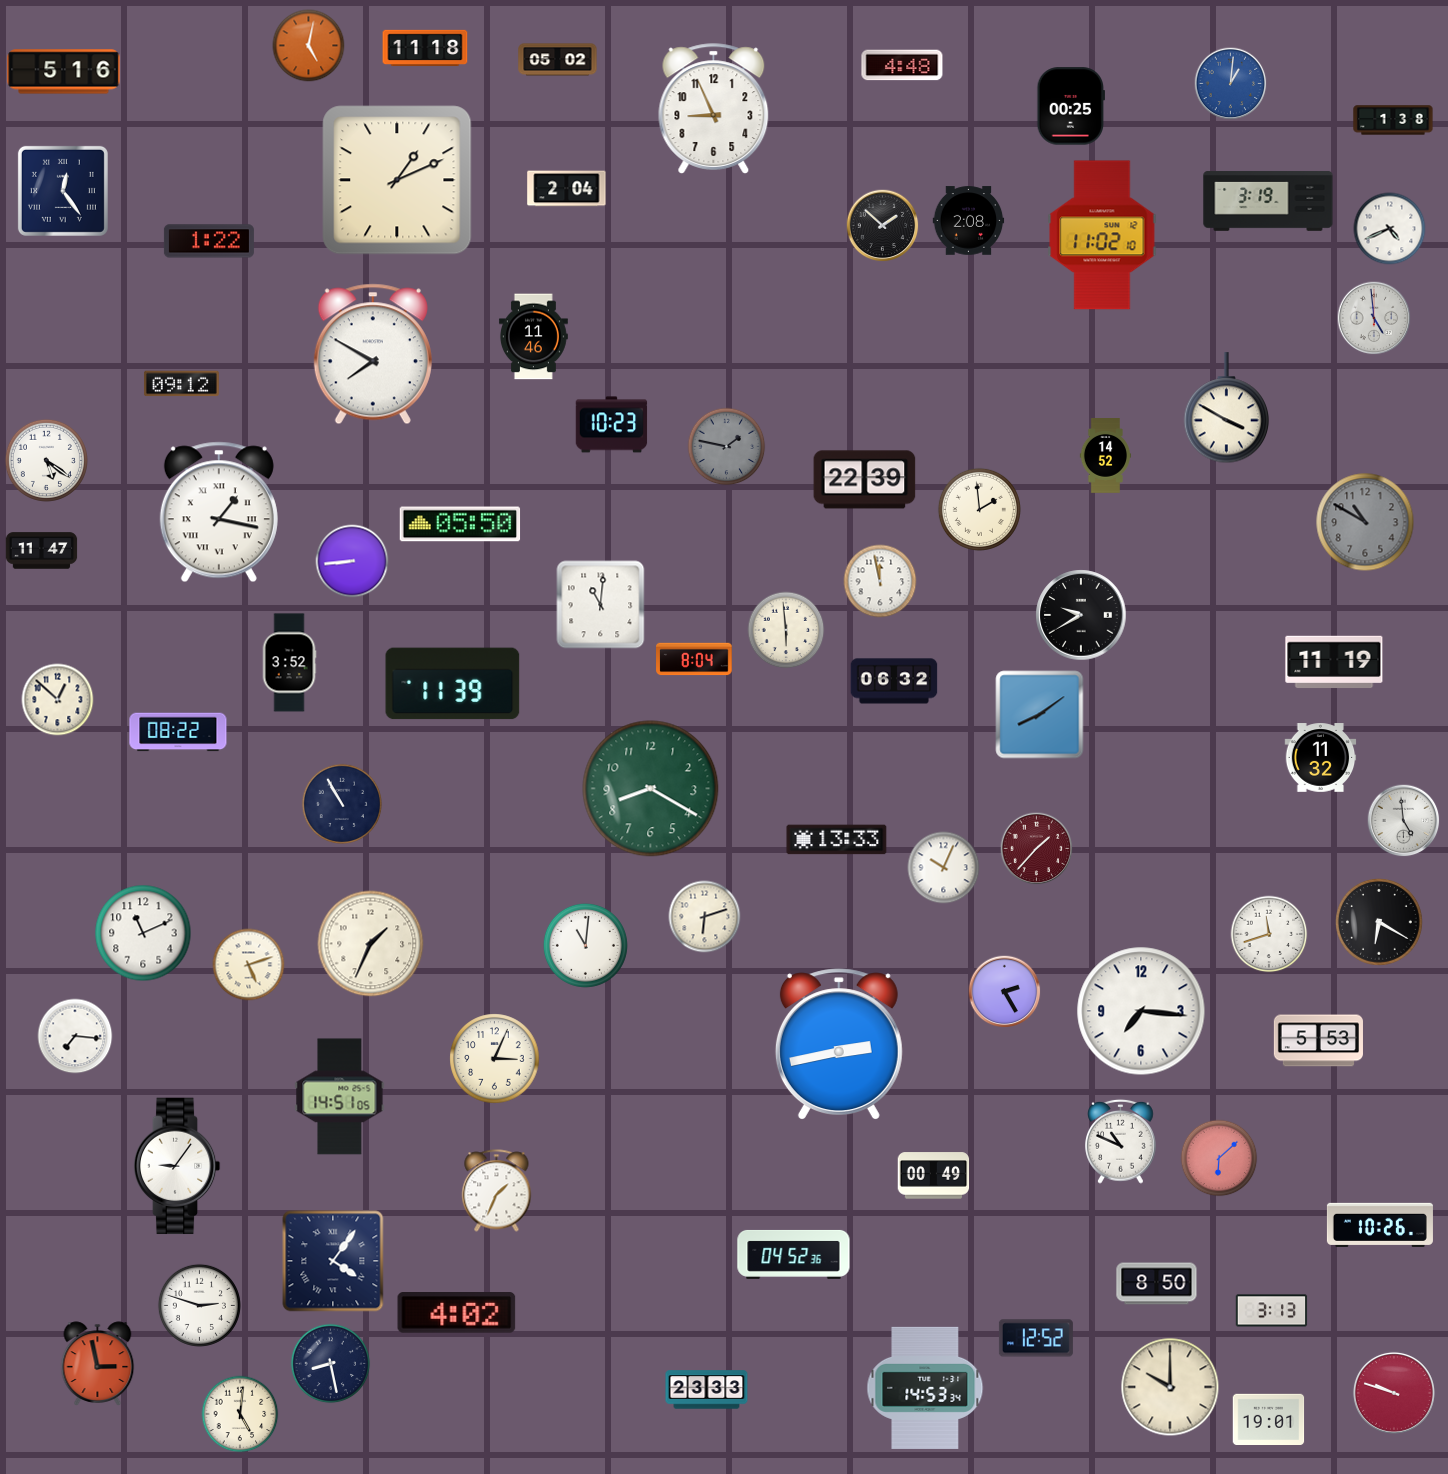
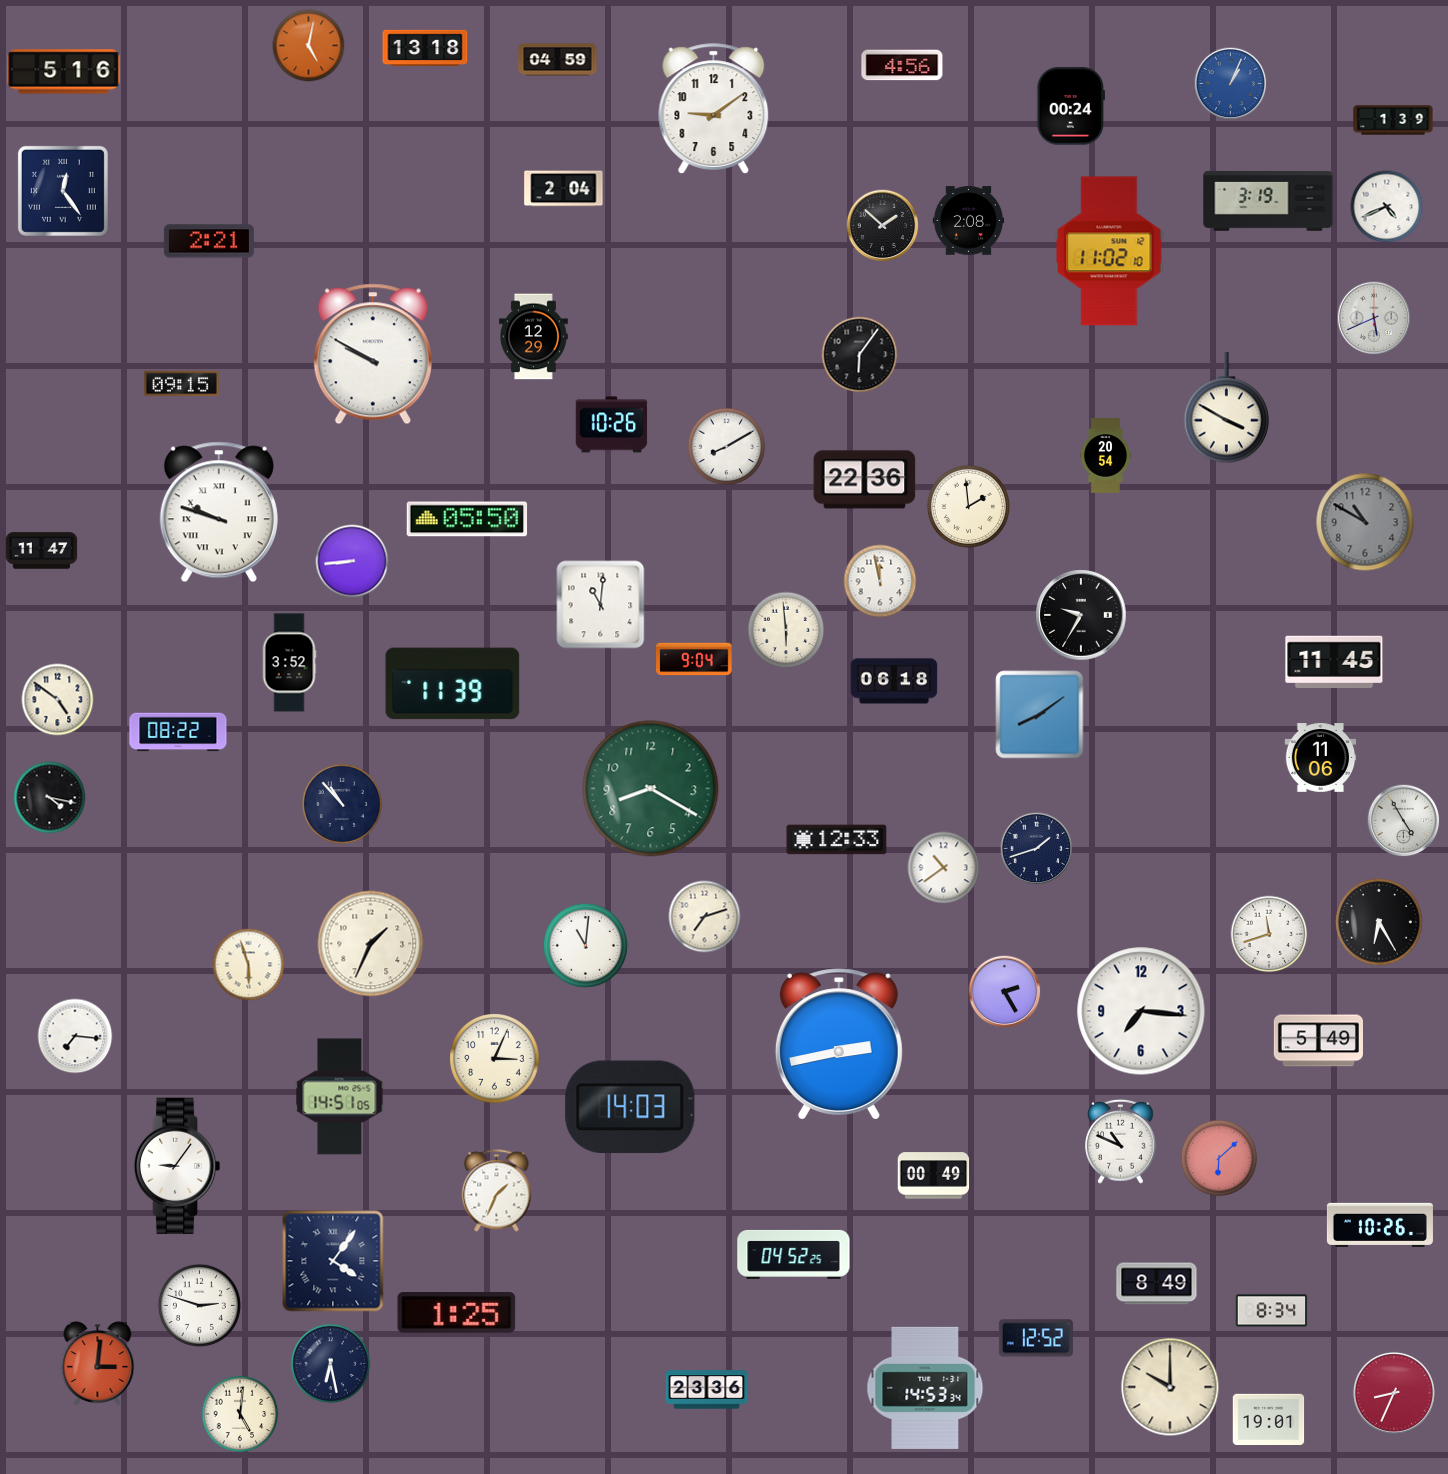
clock at (425, 48): 11:18 -> 13:18
clock at (558, 60): 05:02 -> 04:59
clock at (902, 65): 4:48 -> 4:56
clock at (1231, 84): 1:01 -> 1:04
clock at (1071, 106): 00:25 -> 00:24
clock at (714, 109): 8:56 -> 9:09
clock at (1393, 120): 1:38 -> 1:39
clock at (397, 180): 1:11 -> none
clock at (567, 189) position: (567, 189) -> (564, 189)
clock at (1390, 229) position: (1390, 229) -> (1387, 207)
clock at (1102, 235) position: (1102, 235) -> (1109, 251)
clock at (209, 241): 1:22 -> 2:21
clock at (1374, 318): 4:59 -> 5:41
clock at (533, 337): 11:46 -> 12:29
clock at (373, 354): 7:50 -> 9:50
clock at (860, 355): none -> 6:06
clock at (181, 384): 09:12 -> 09:15
clock at (612, 425): 10:23 -> 10:26
clock at (727, 447): 1:47 -> 8:10
clock at (727, 447) dial: grey -> white
clock at (1105, 456): 14:52 -> 20:54
clock at (46, 460): 5:21 -> none
clock at (865, 480): 22:39 -> 22:36
clock at (979, 509) position: (979, 509) -> (968, 506)
clock at (219, 512): 1:17 -> 9:48
clock at (460, 524) position: (460, 524) -> (467, 519)
clock at (1081, 615): 9:40 -> 9:35
clock at (694, 659): 8:04 -> 9:04
clock at (1334, 662): 11:19 -> 11:45
clock at (894, 681): 06:32 -> 06:18
clock at (58, 700): 12:52 -> 4:51
clock at (1321, 758): 11:32 -> 11:06
clock at (50, 798): none -> 4:17
clock at (342, 804): 10:55 -> 10:53
clock at (1404, 821): 4:59 -> 4:55
clock at (837, 840): 13:33 -> 12:33
clock at (1037, 849): 1:37 -> 1:42
clock at (1037, 849) dial: burgundy -> navy
clock at (944, 868): 10:04 -> 10:39
clock at (705, 917): 6:12 -> 7:12
clock at (1380, 923): 6:20 -> 6:25
clock at (143, 933): 11:11 -> none
clock at (249, 965): 5:12 -> 5:57
clock at (1318, 1041): 5:53 -> 5:49
clock at (630, 1107): none -> 14:03
clock at (794, 1254): 04:52:36 -> 04:52:25
clock at (1157, 1284): 8:50 -> 8:49
clock at (1272, 1311): 3:13 -> 8:34
clock at (457, 1313): 4:02 -> 1:25
clock at (98, 1364): 2:58 -> 3:01
clock at (331, 1364): 8:28 -> 6:28
clock at (707, 1390): 23:33 -> 23:36
clock at (1394, 1393): 9:48 -> 8:34
